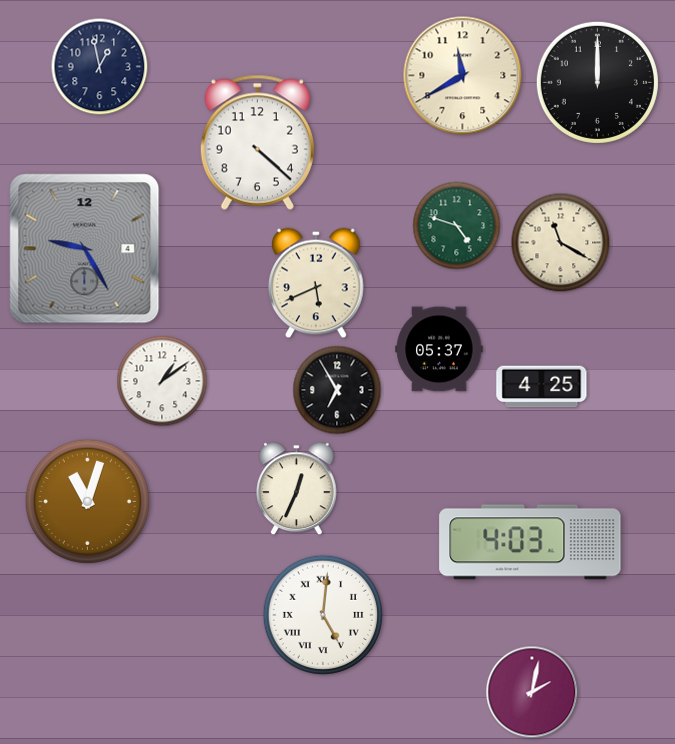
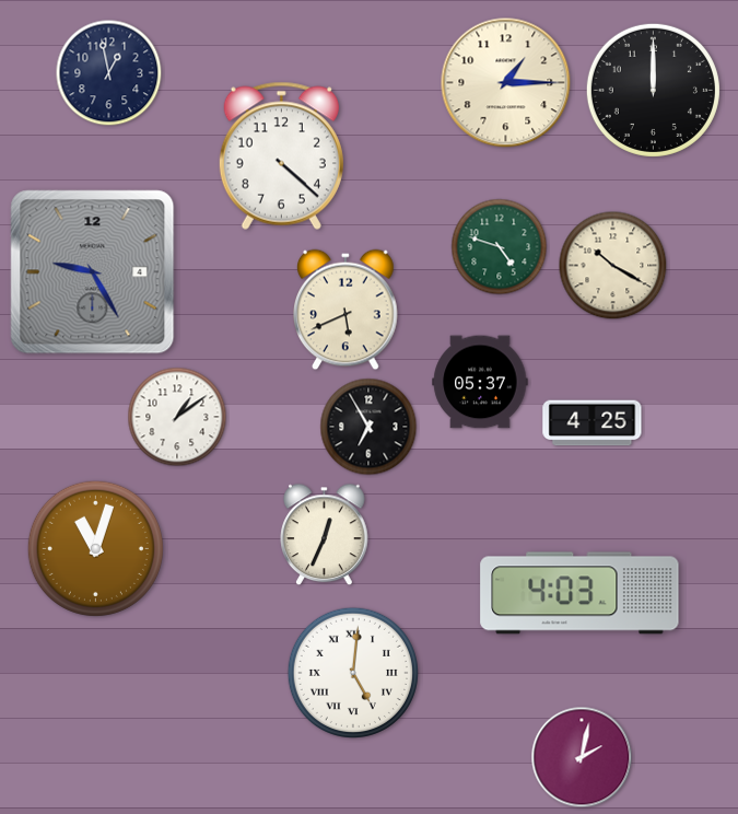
clock at (463, 76): 11:40 -> 1:15
clock at (561, 243): 11:20 -> 10:20
